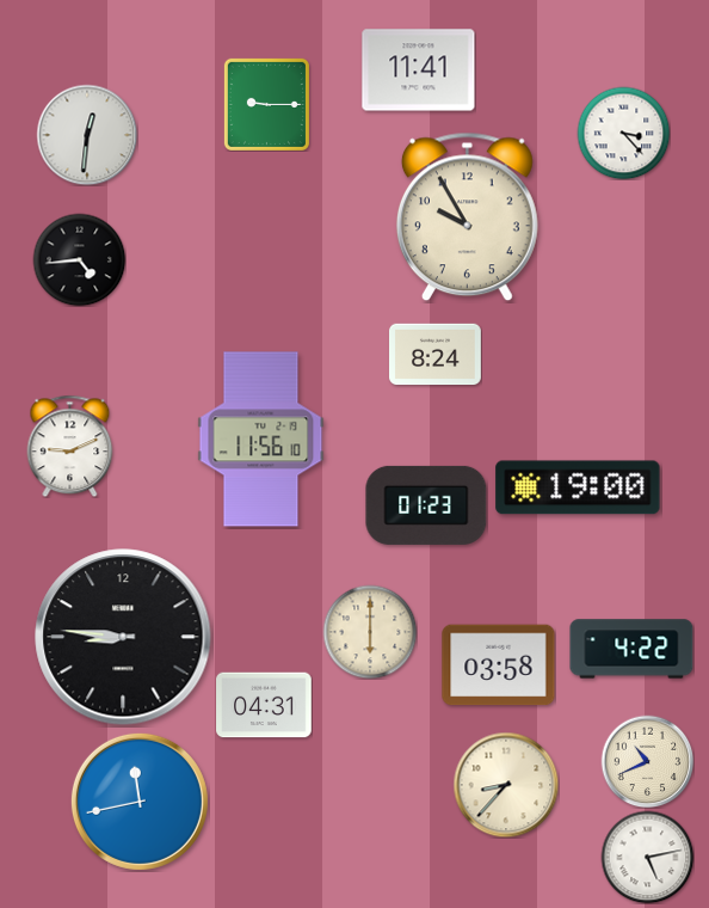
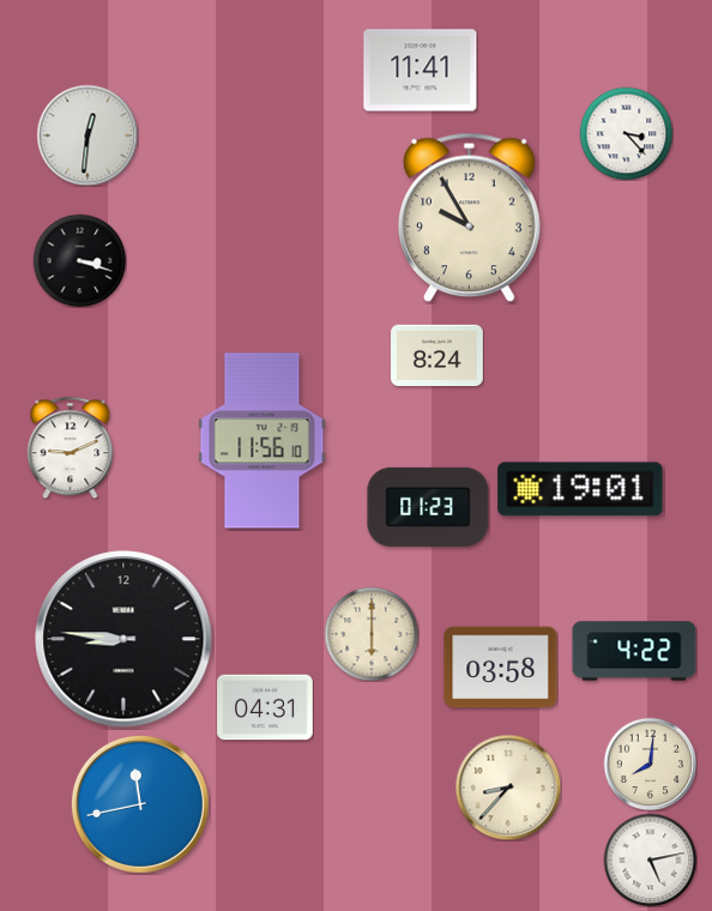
clock at (266, 104): 9:15 -> none
clock at (79, 259): 4:44 -> 3:18
clock at (578, 487): 19:00 -> 19:01
clock at (647, 761): 10:41 -> 8:01
